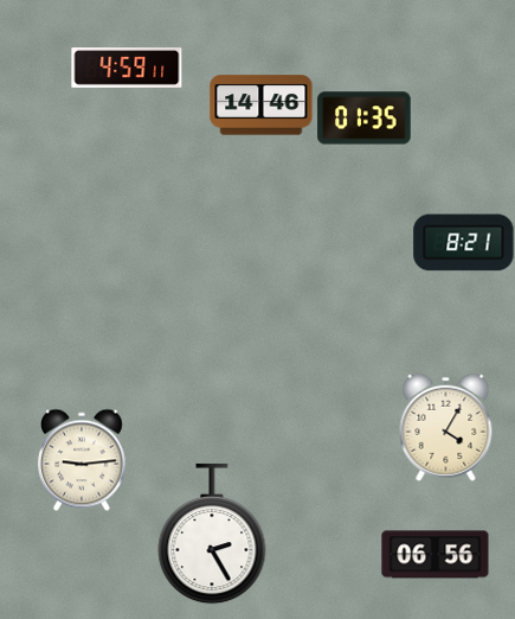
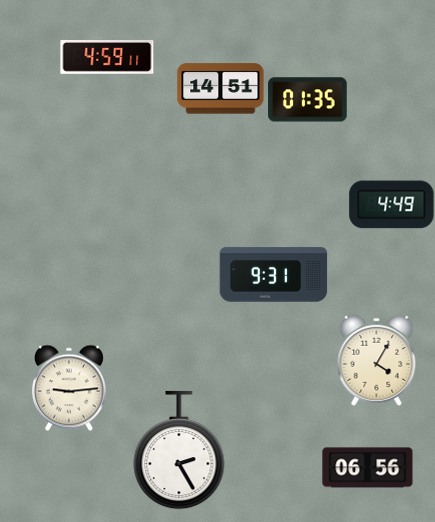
clock at (262, 106): 14:46 -> 14:51
clock at (464, 243): 8:21 -> 4:49
clock at (274, 275): none -> 9:31
